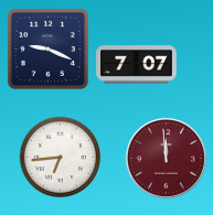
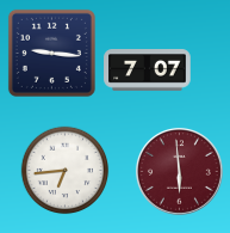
clock at (47, 49): 9:19 -> 9:16
clock at (166, 158): 11:59 -> 5:59
